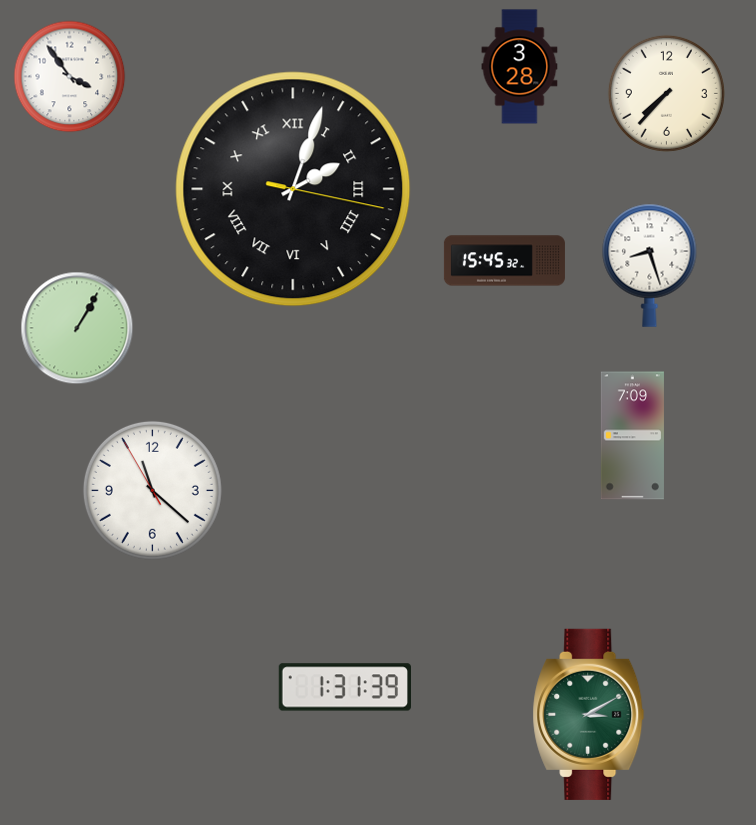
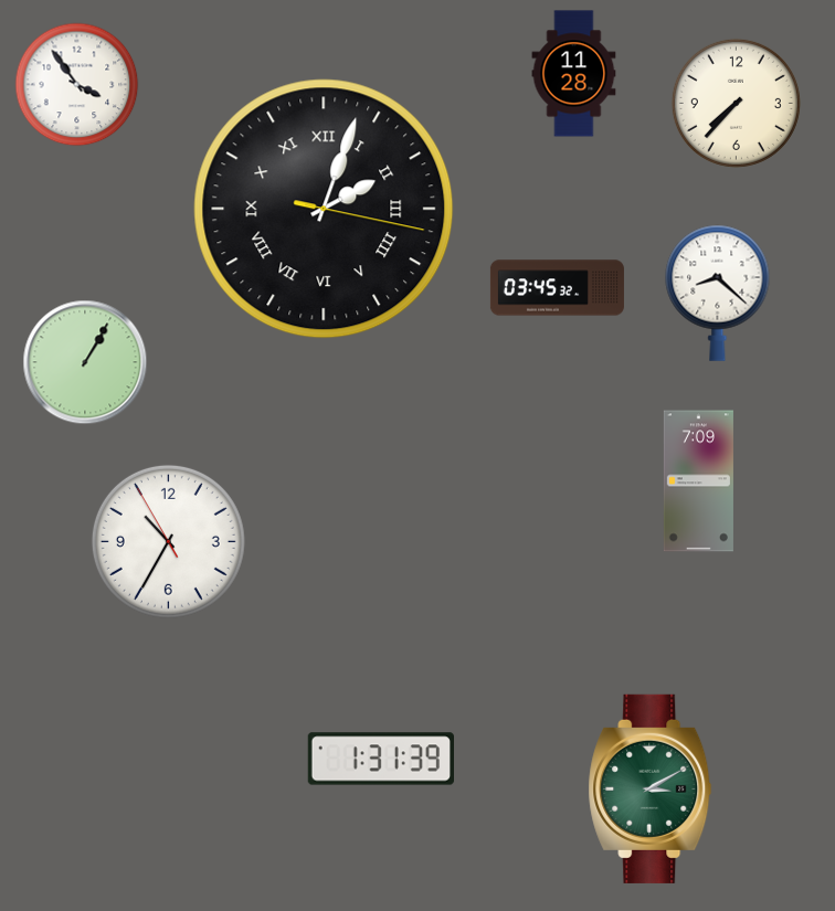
clock at (520, 67): 3:28 -> 11:28
clock at (504, 261): 15:45 -> 03:45
clock at (650, 265): 8:27 -> 8:22
clock at (152, 490): 11:21 -> 10:34
